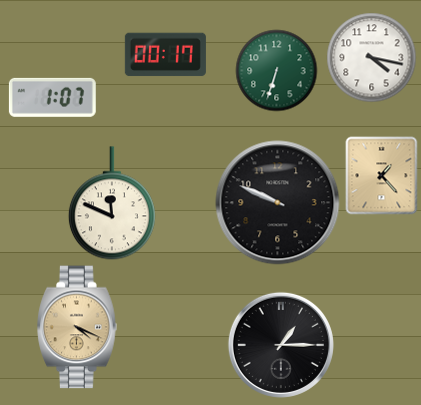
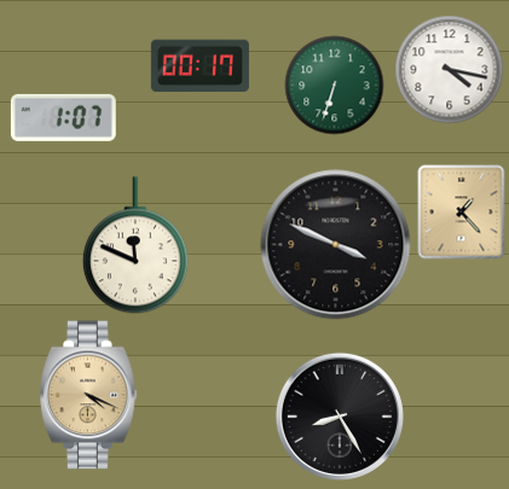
clock at (278, 203): 9:49 -> 3:49
clock at (77, 327) position: (77, 327) -> (88, 395)
clock at (281, 345): 1:15 -> 8:25
